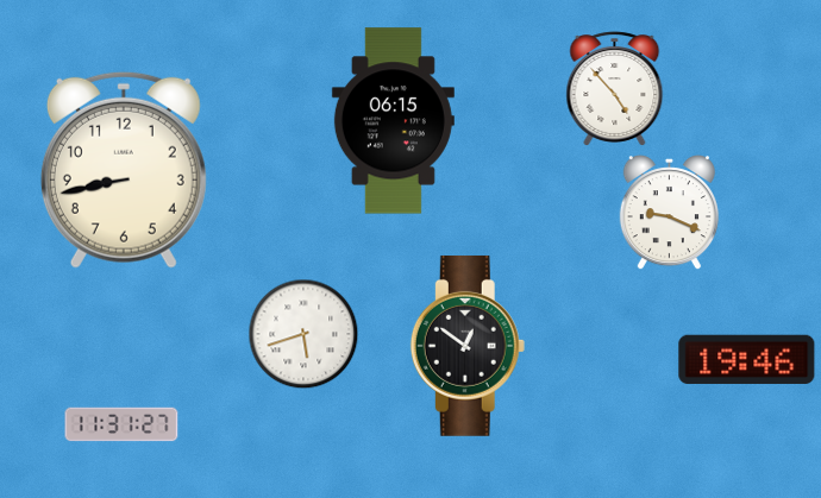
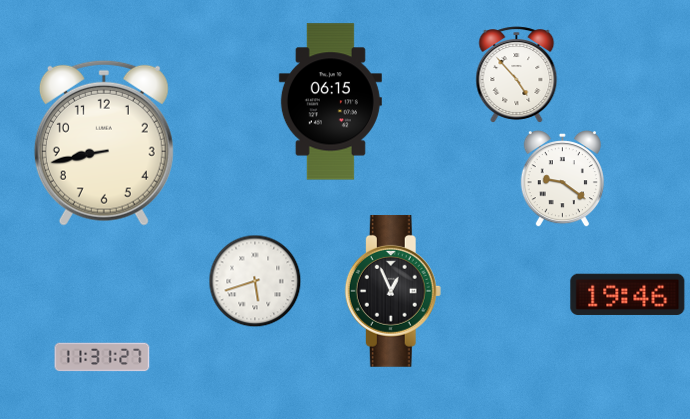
clock at (669, 213): 9:19 -> 9:21
clock at (468, 346): 12:51 -> 12:56
clock at (747, 359) position: (747, 359) -> (628, 294)
